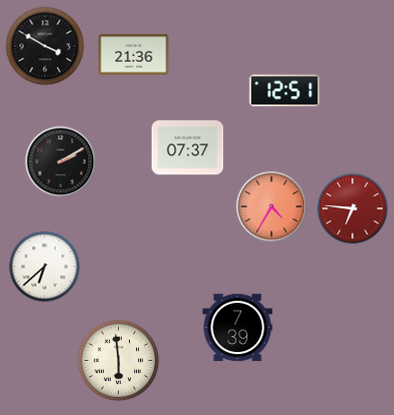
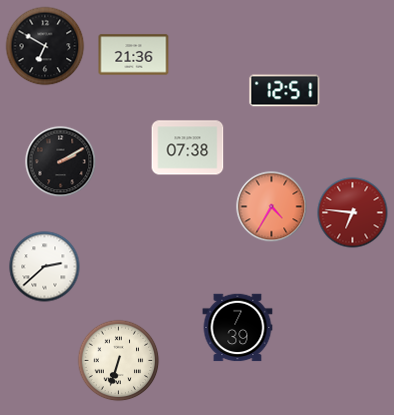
clock at (45, 46): 3:50 -> 6:50
clock at (188, 148): 07:37 -> 07:38
clock at (353, 209) position: (353, 209) -> (353, 213)
clock at (45, 267): 6:38 -> 2:38
clock at (119, 361): 5:59 -> 6:33
